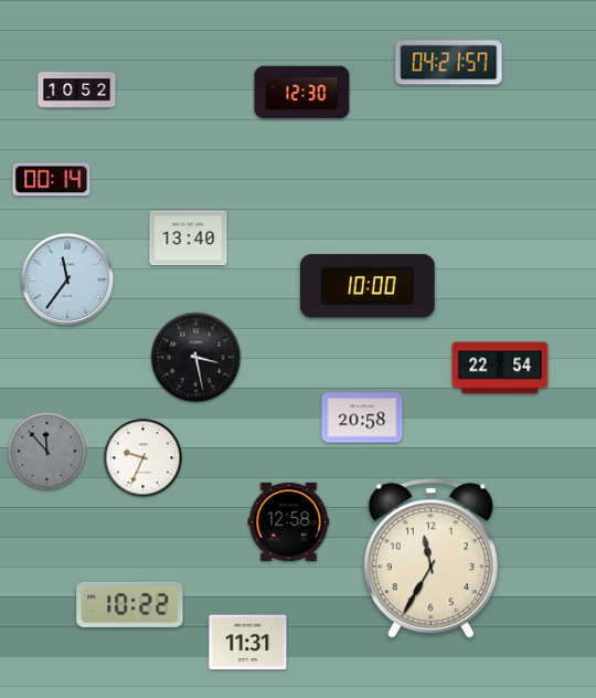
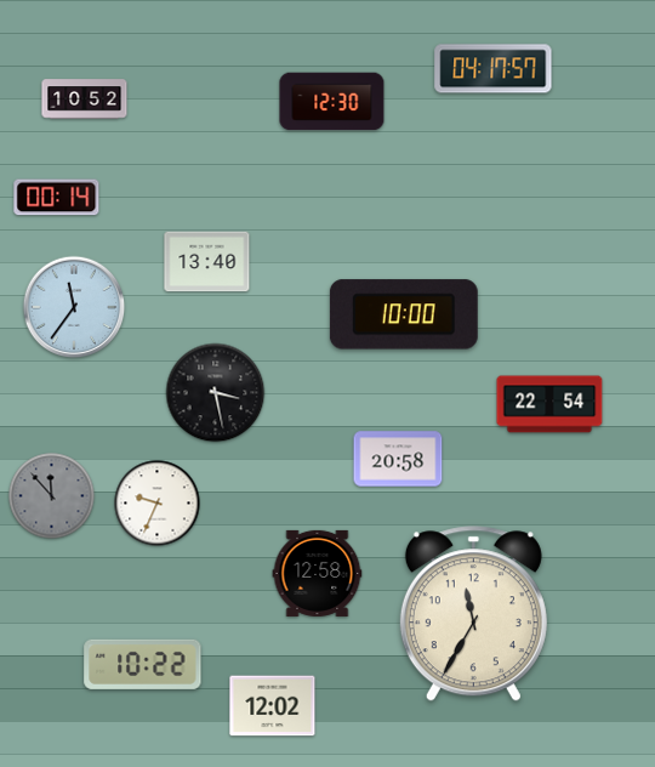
clock at (449, 63): 04:21 -> 04:17
clock at (248, 643): 11:31 -> 12:02
